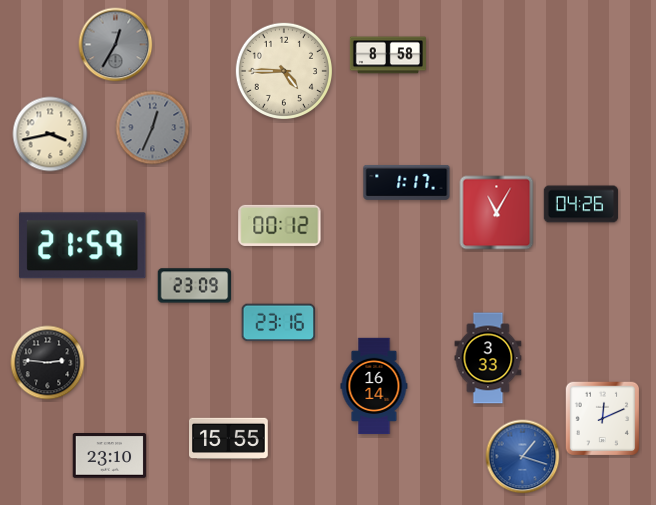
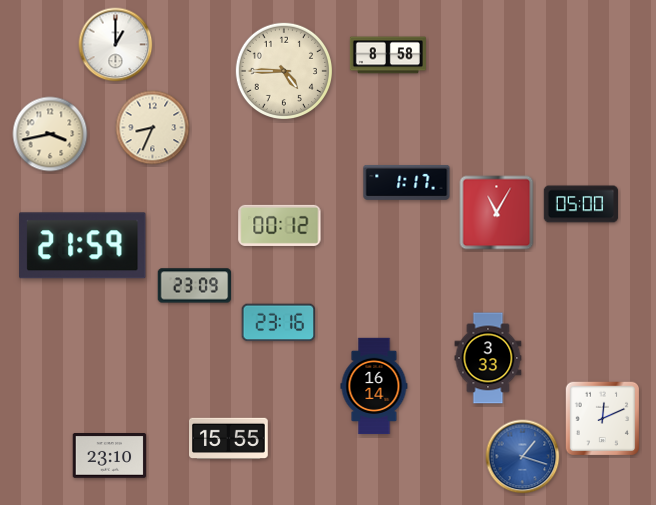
clock at (116, 45): 12:35 -> 1:00
clock at (116, 45) dial: grey -> white
clock at (153, 128): 12:34 -> 8:34
clock at (153, 128) dial: grey -> cream
clock at (581, 204): 04:26 -> 05:00
clock at (48, 363): 2:46 -> none
